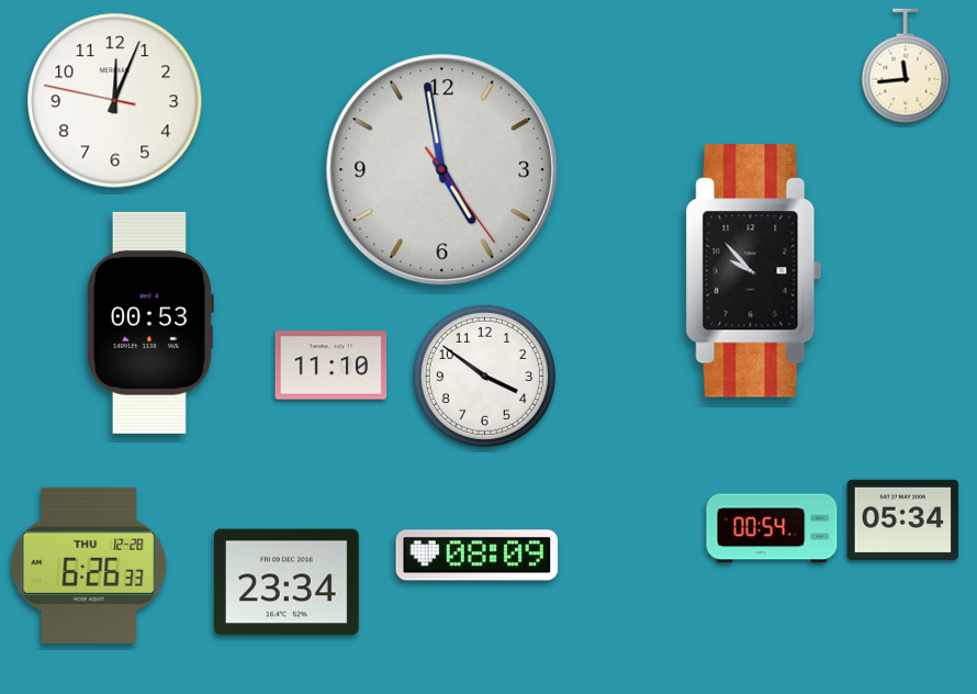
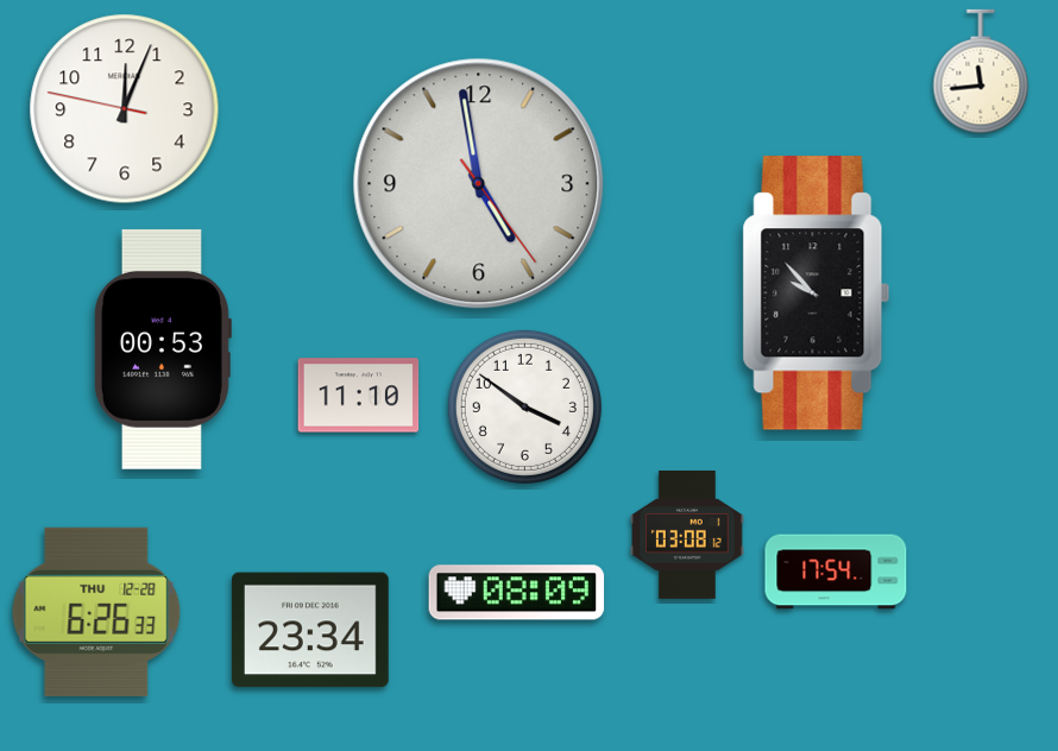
clock at (687, 536): none -> 03:08
clock at (903, 519): 05:34 -> none
clock at (772, 528): 00:54 -> 17:54
clock at (478, 556) position: (478, 556) -> (517, 593)
